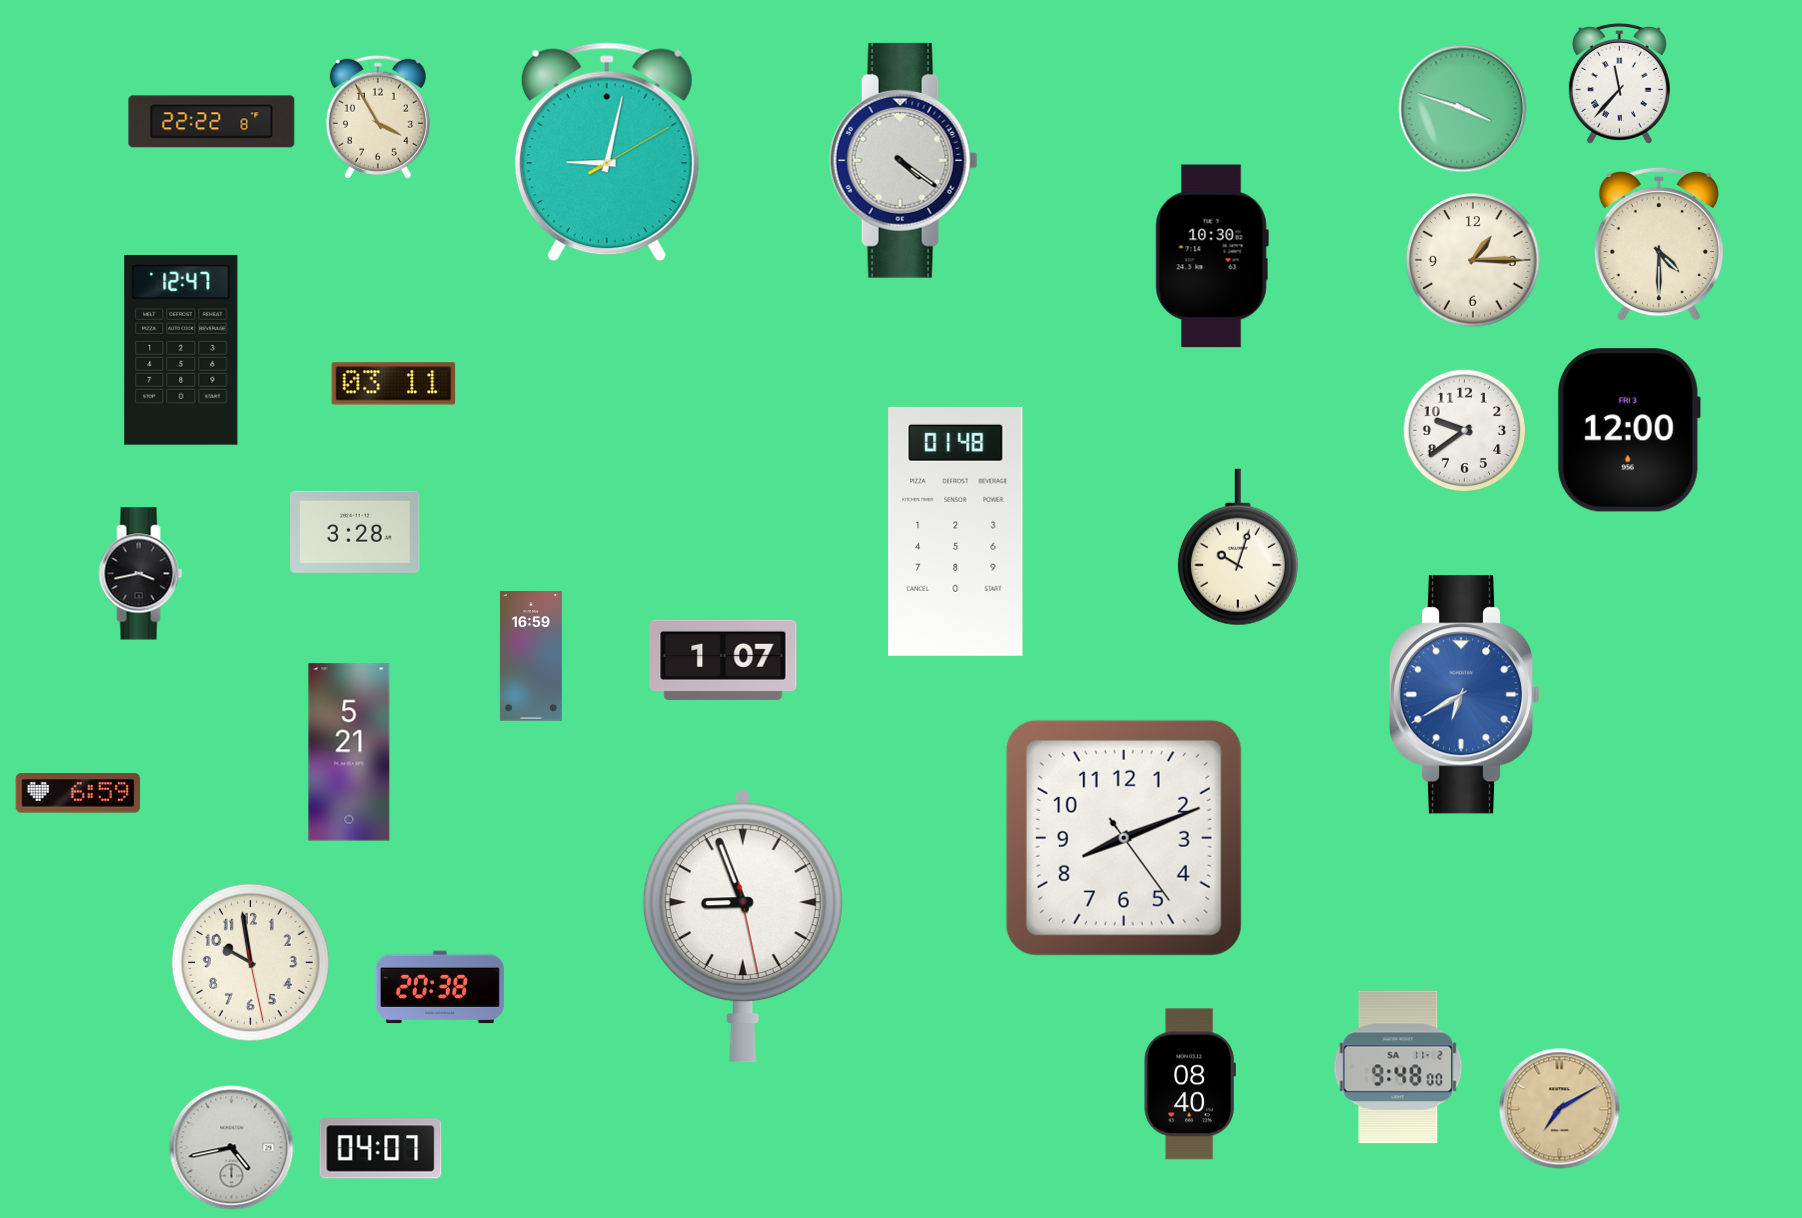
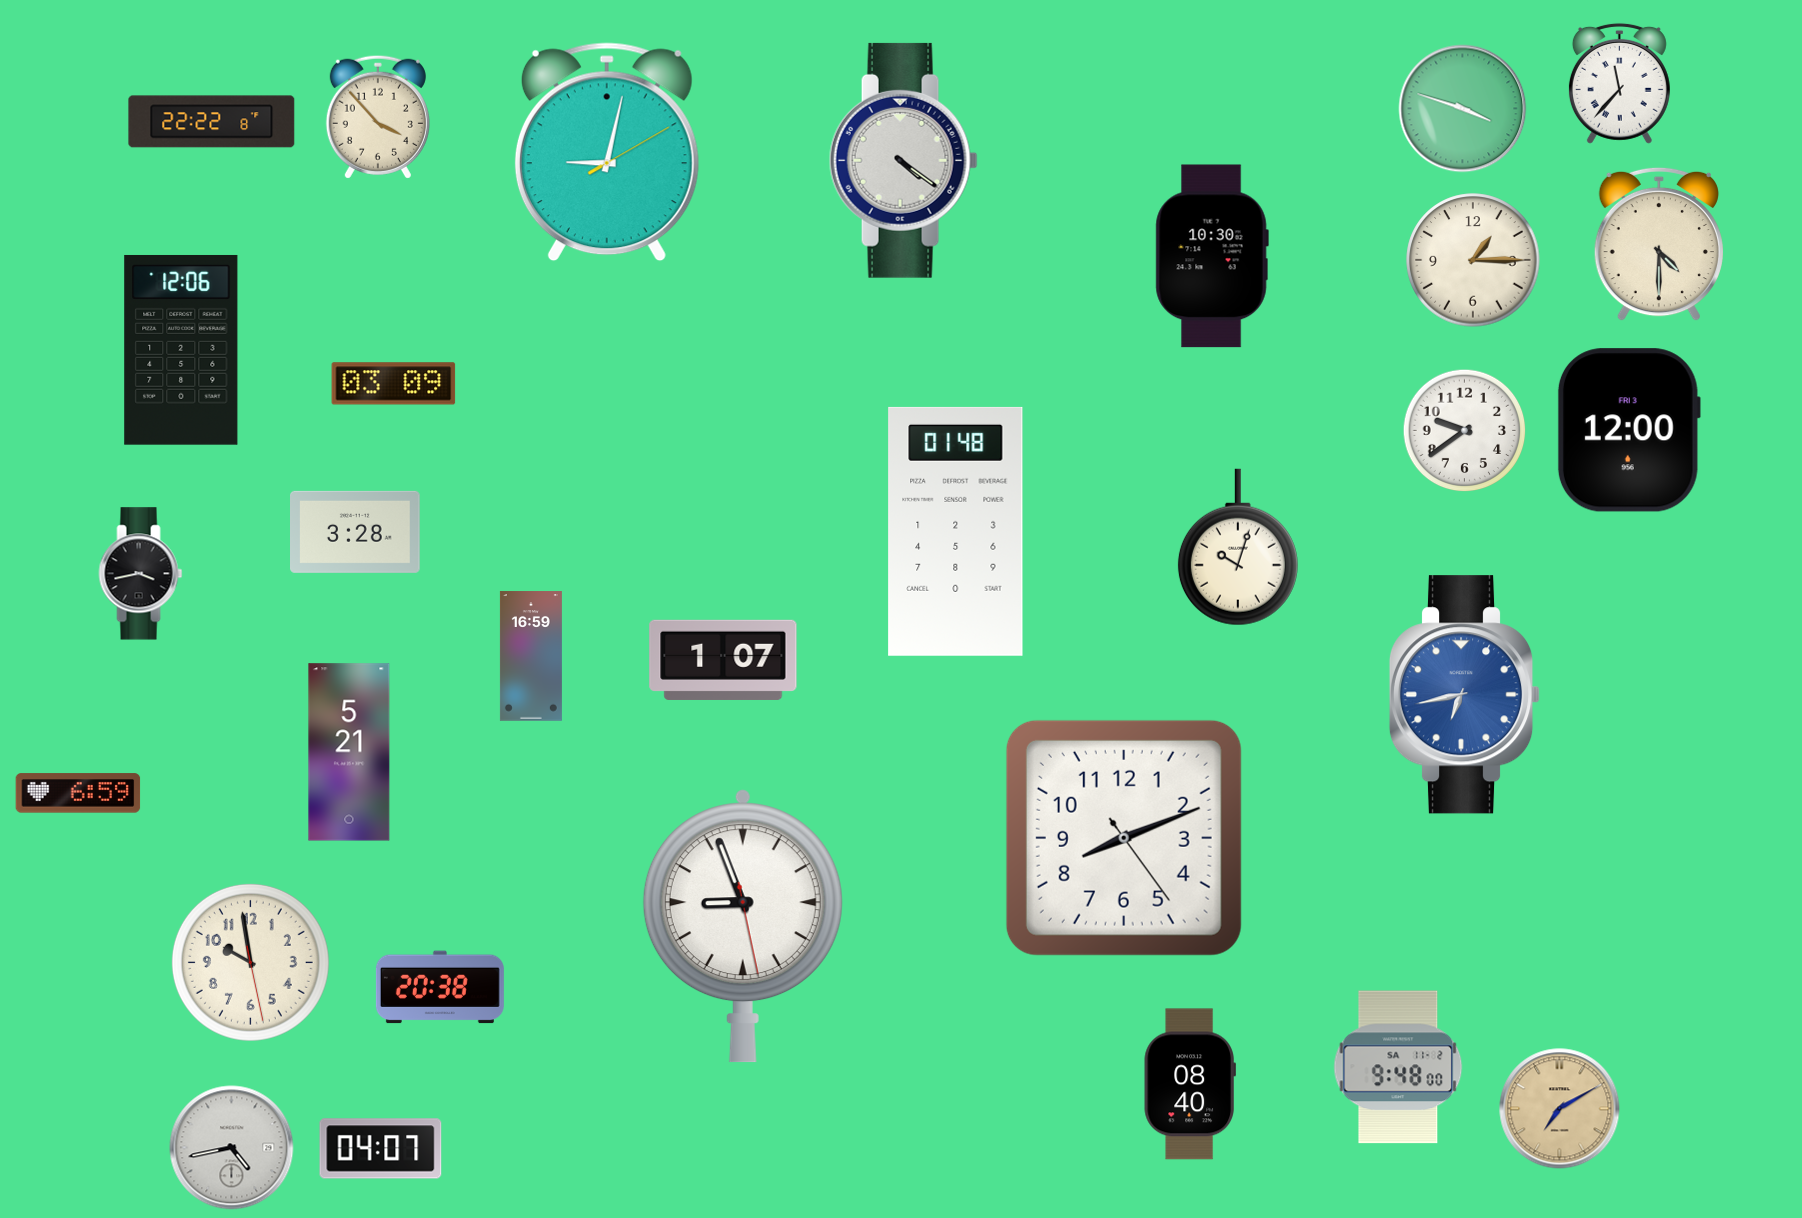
clock at (378, 117): 3:55 -> 3:53
clock at (181, 350): 12:47 -> 12:06
clock at (394, 384): 03:11 -> 03:09
clock at (1465, 695): 6:40 -> 6:43
